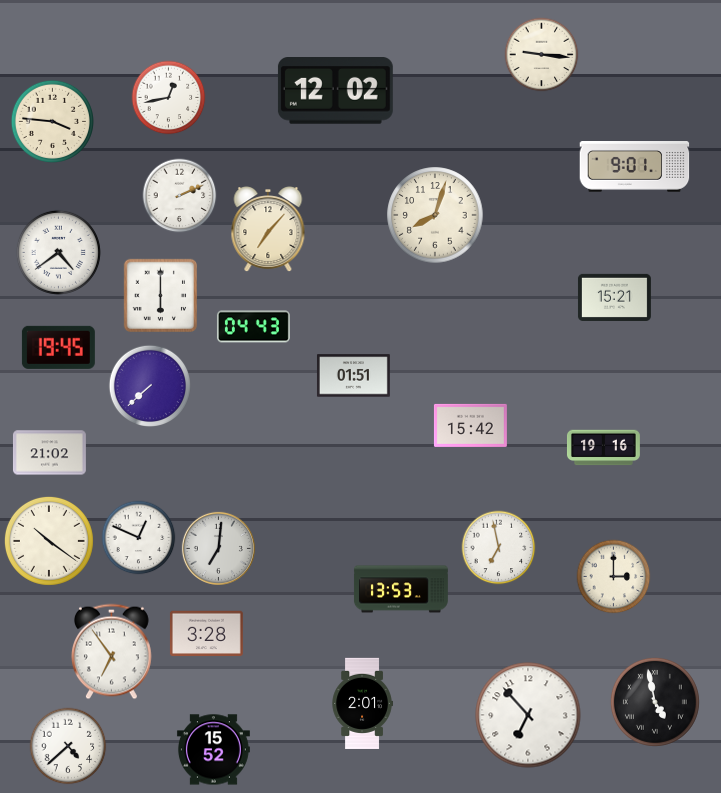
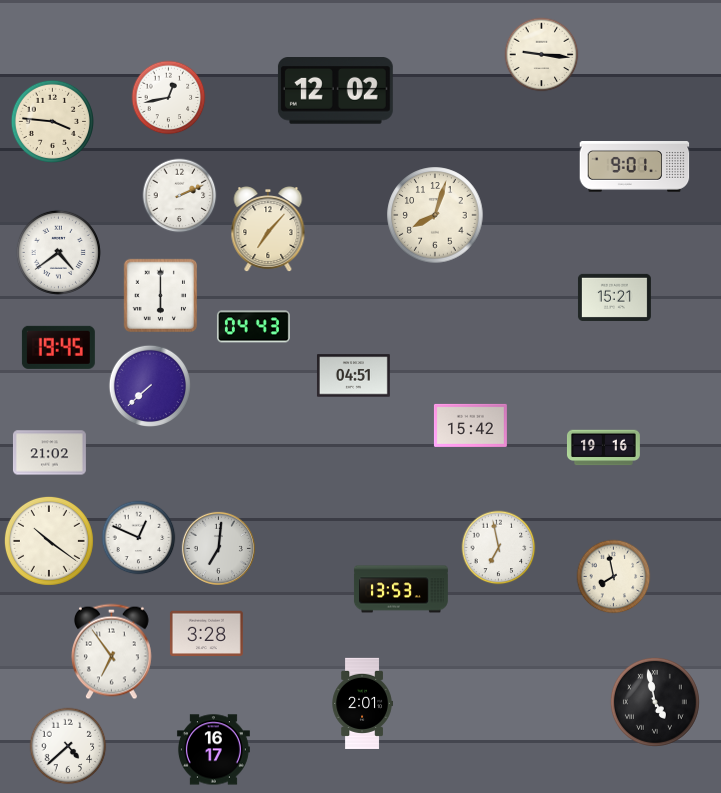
clock at (353, 376): 01:51 -> 04:51
clock at (614, 577): 3:00 -> 7:58
clock at (528, 715): 6:53 -> none
clock at (213, 750): 15:52 -> 16:17
